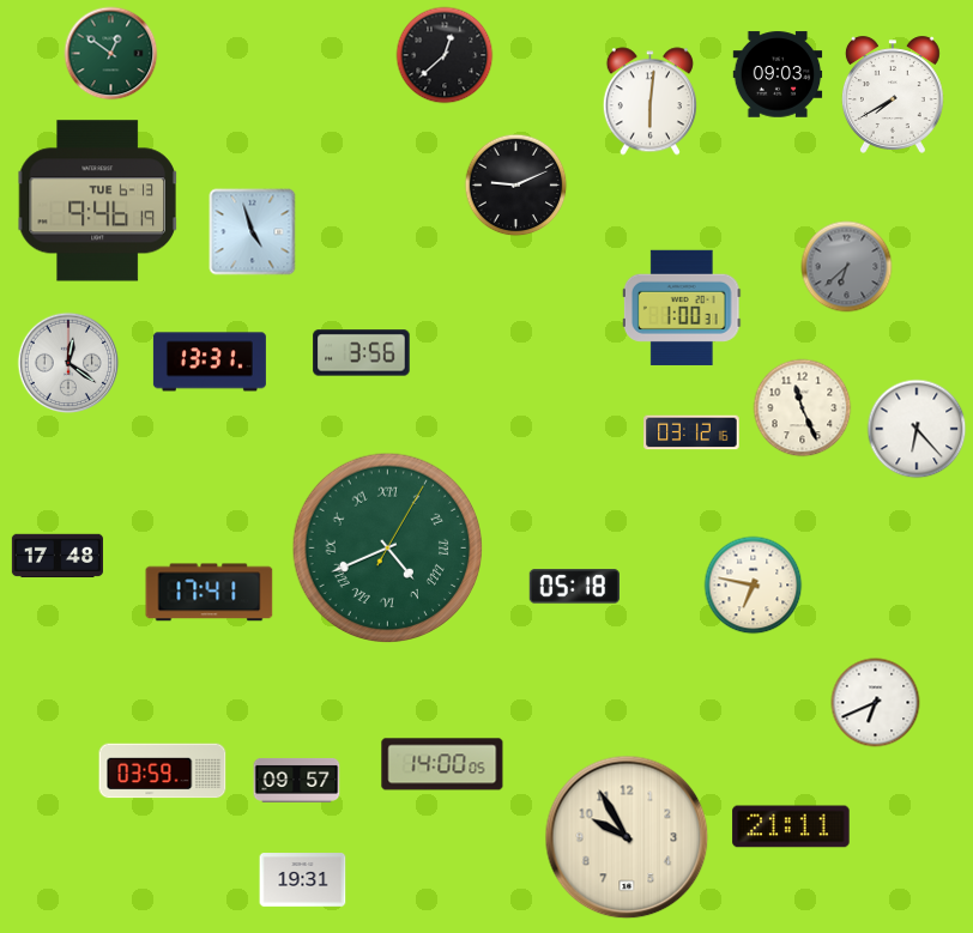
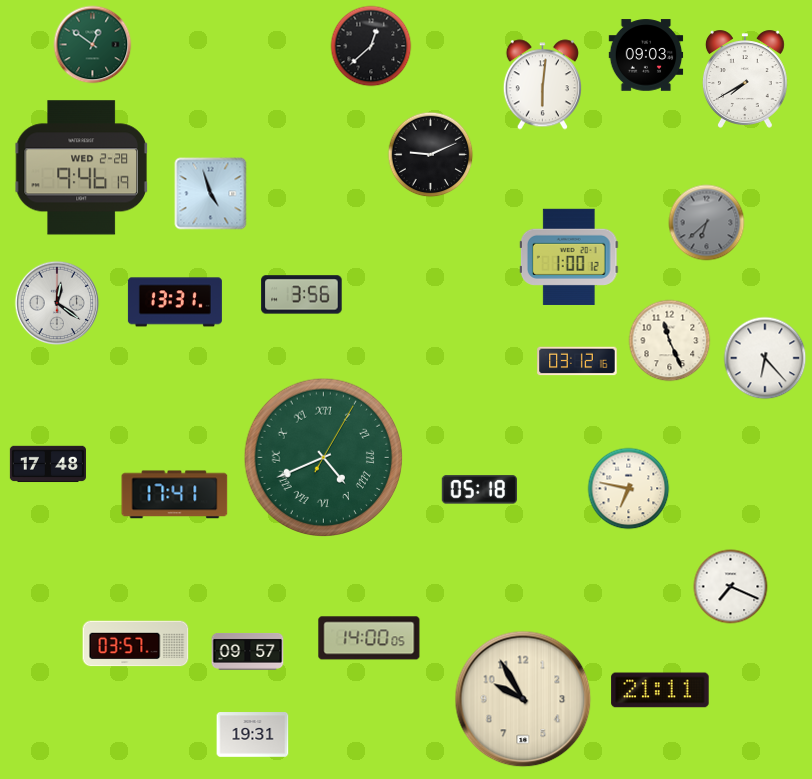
clock at (778, 74) position: (778, 74) -> (646, 55)
clock at (98, 201) date: TUE 6-13 -> WED 2-28
clock at (682, 308): 1:00:31 -> 1:00:12
clock at (876, 703): 6:41 -> 7:19
clock at (163, 771): 03:59 -> 03:57
